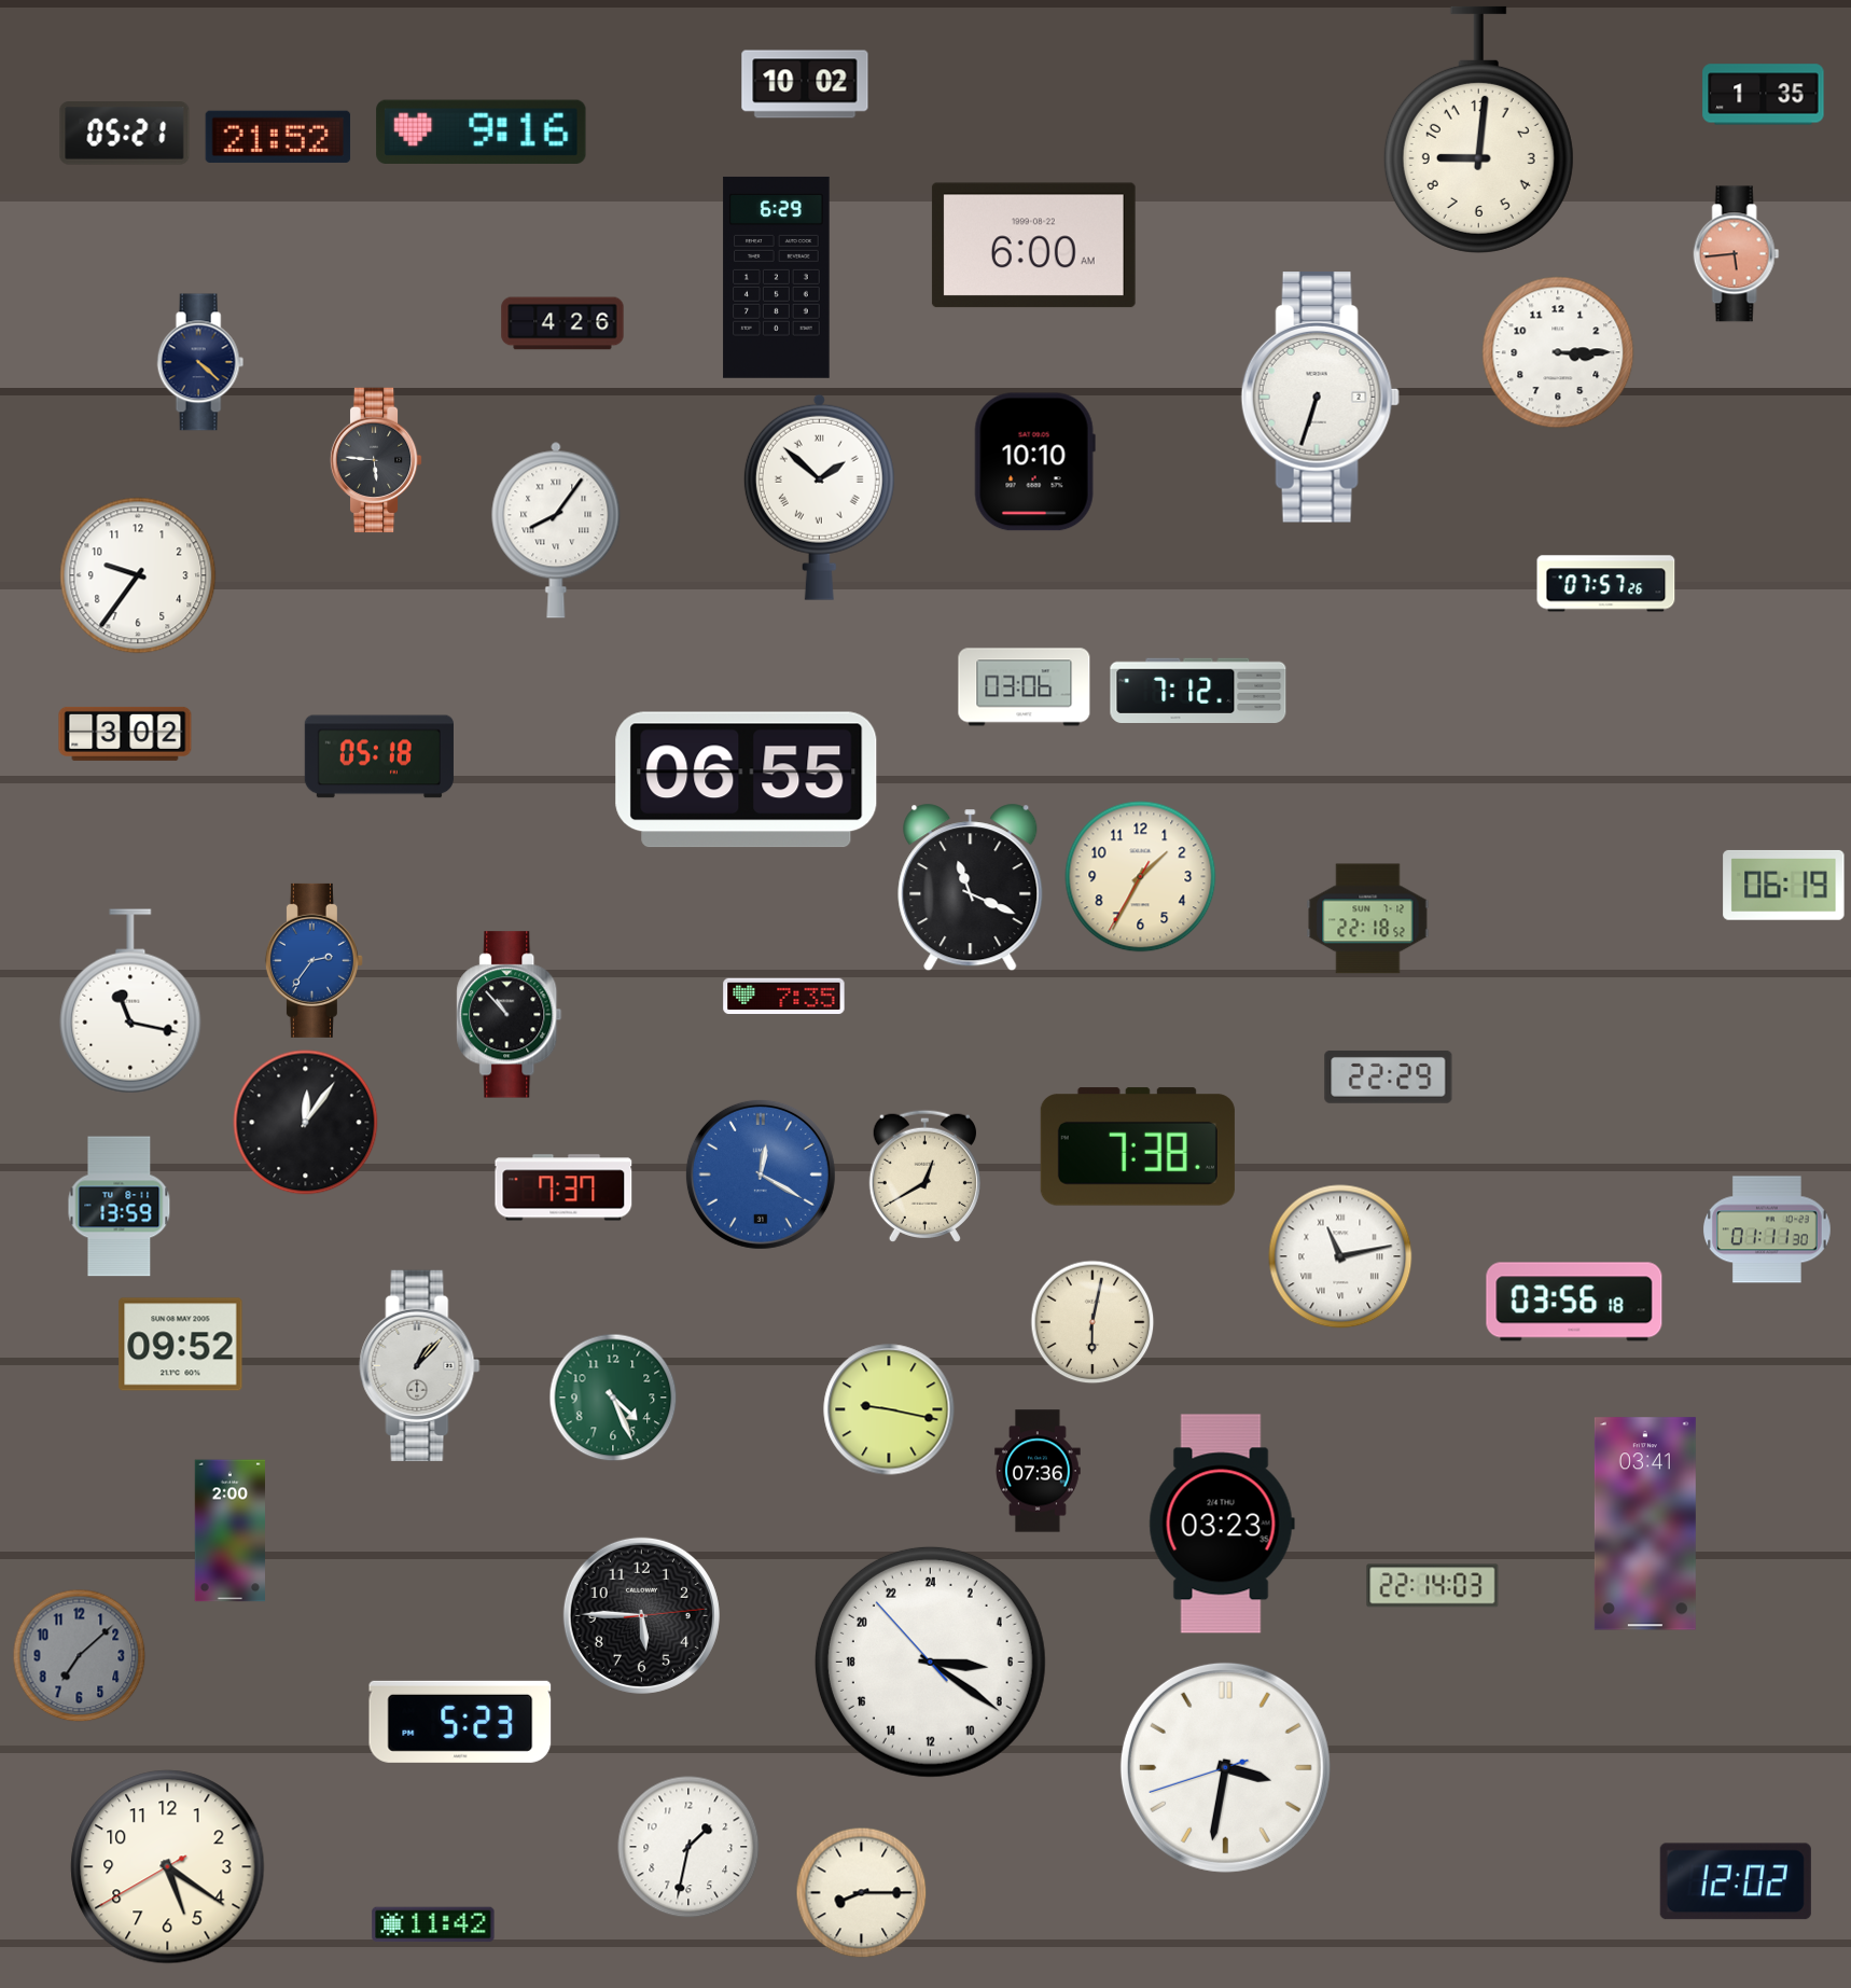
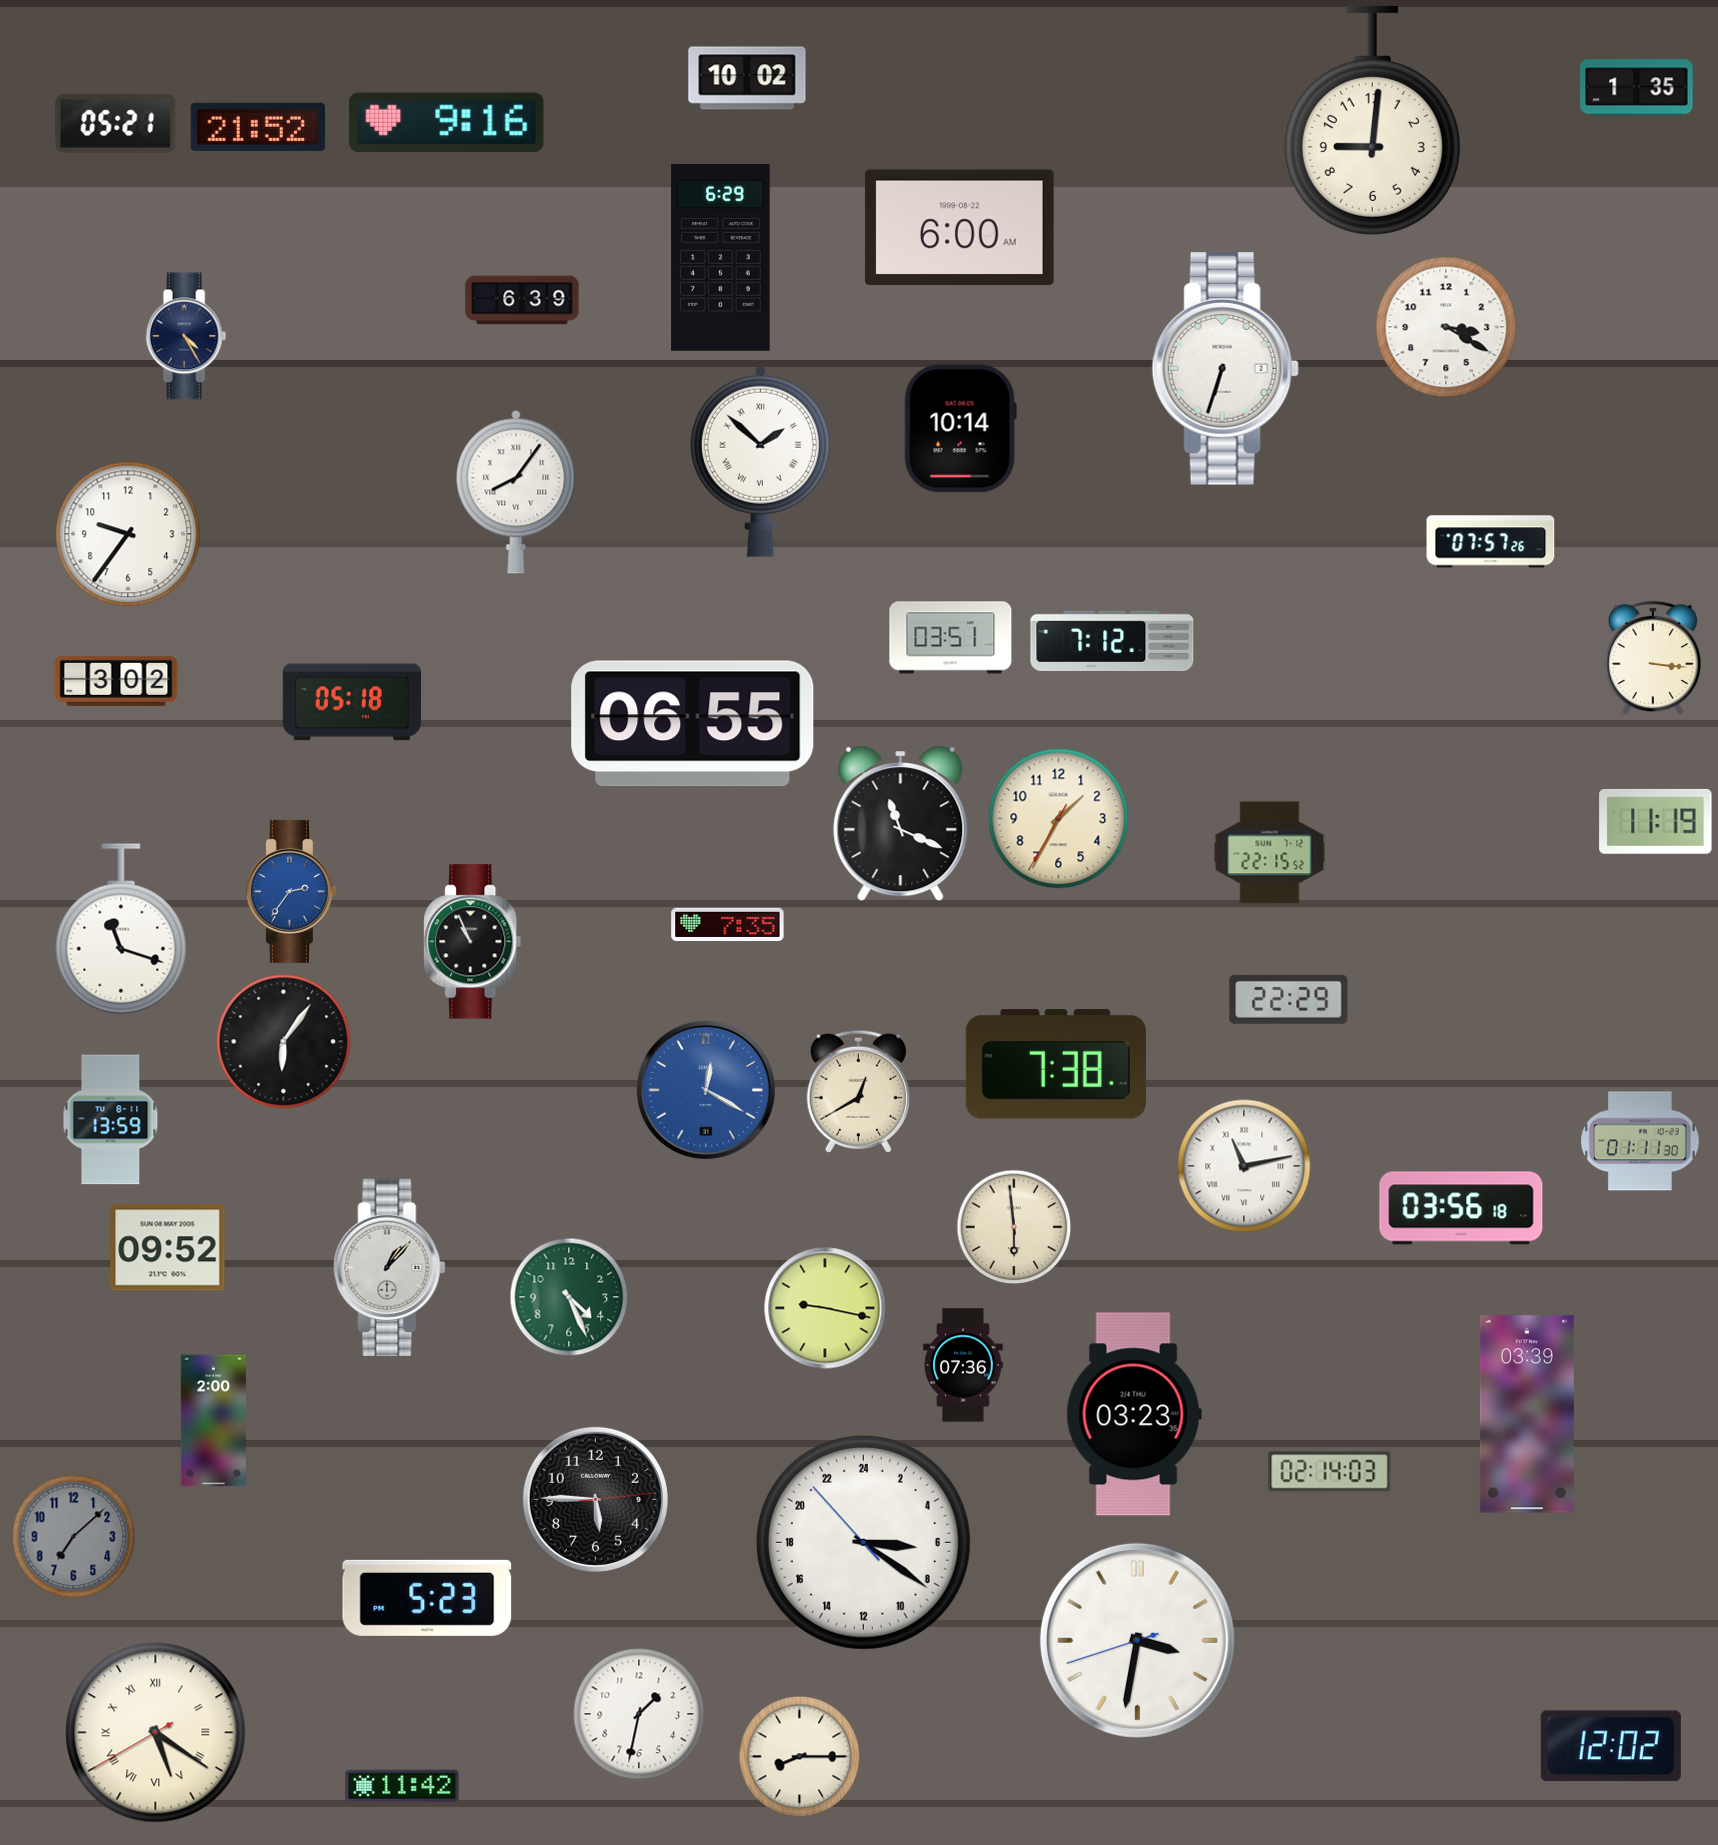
clock at (1737, 254): 5:44 -> none
clock at (562, 323): 4:26 -> 6:39
clock at (1558, 352): 3:15 -> 3:20
clock at (200, 362): 4:22 -> 4:25
clock at (376, 460): 5:46 -> none
clock at (1034, 462): 10:10 -> 10:14
clock at (1025, 687): 03:06 -> 03:51
clock at (1652, 658): none -> 3:16
clock at (1141, 877) position: (1141, 877) -> (1059, 819)
clock at (1784, 885): 06:19 -> 11:19
clock at (1368, 919): 22:18 -> 22:15
clock at (130, 1001): 11:17 -> 11:18
clock at (510, 1015): 10:53 -> 10:56
clock at (306, 1123): 12:06 -> 6:06
clock at (563, 1187): 7:37 -> none
clock at (1092, 1322): 6:02 -> 5:59
clock at (1645, 1524): 03:41 -> 03:39
clock at (1433, 1586): 22:14 -> 02:14
clock at (168, 1867) numerals: Arabic -> Roman
